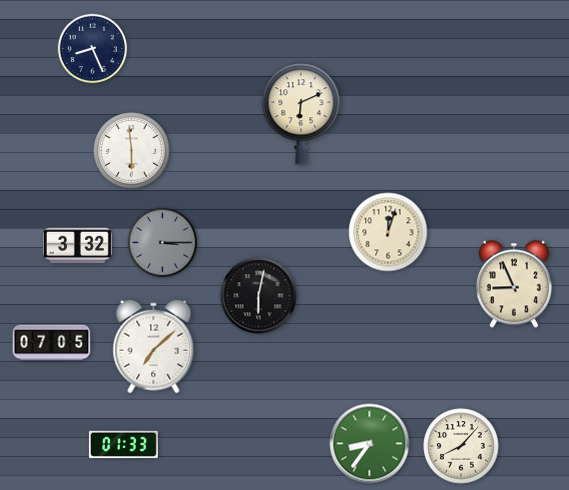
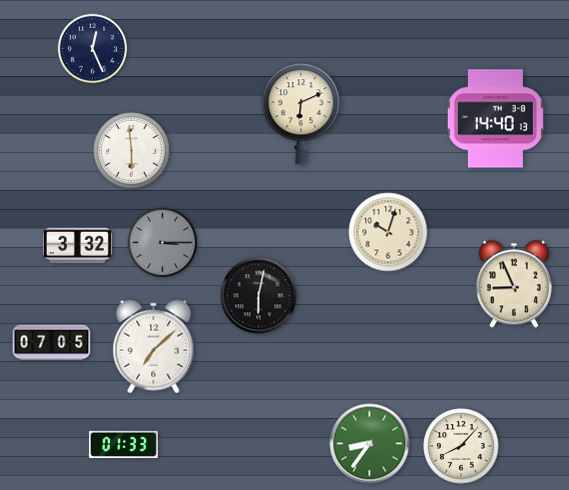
clock at (93, 49): 8:26 -> 12:26
clock at (495, 119): none -> 14:40
clock at (388, 232): 12:03 -> 10:03
